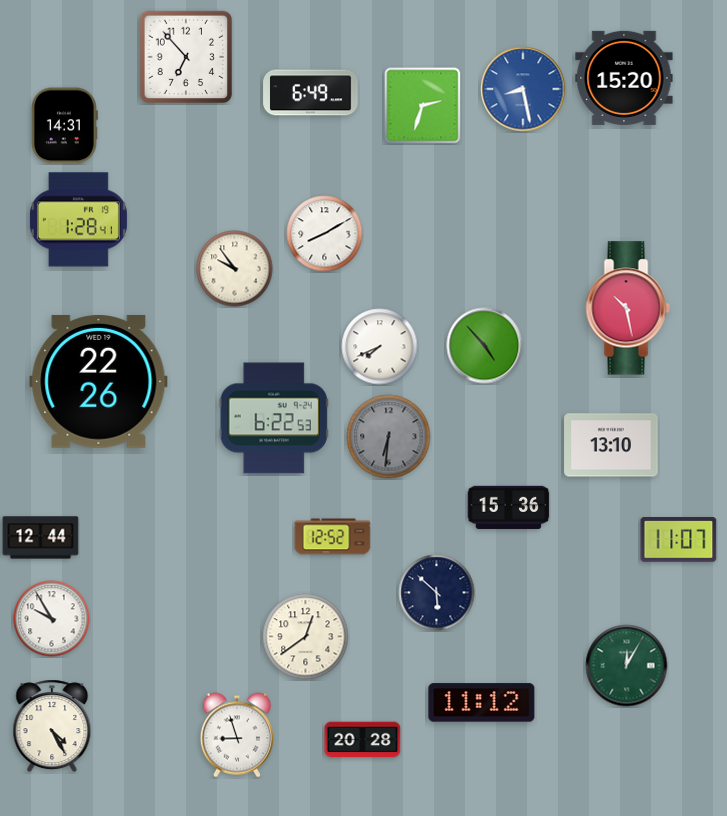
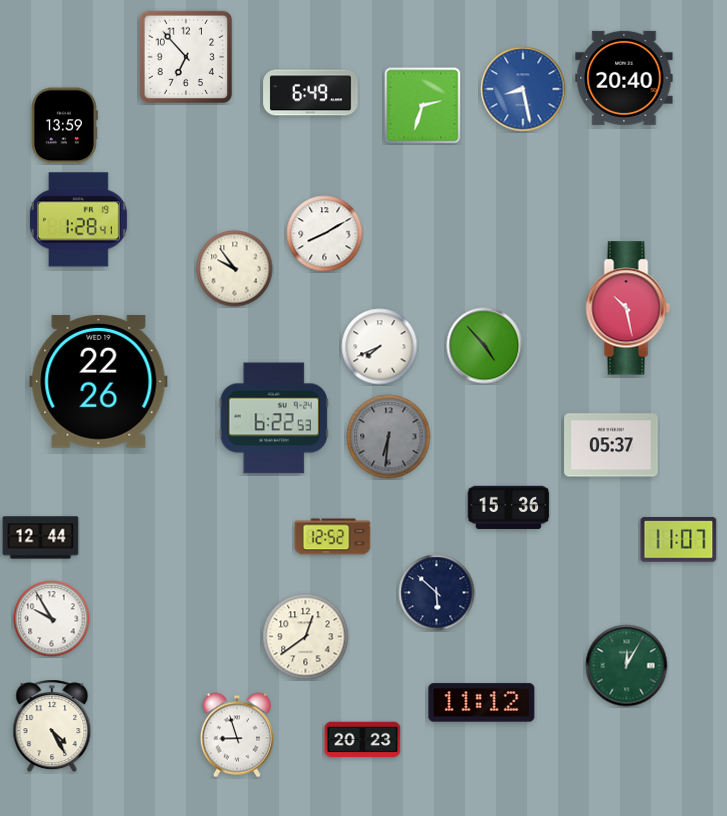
clock at (624, 78): 15:20 -> 20:40
clock at (65, 126): 14:31 -> 13:59
clock at (611, 445): 13:10 -> 05:37
clock at (363, 740): 20:28 -> 20:23
